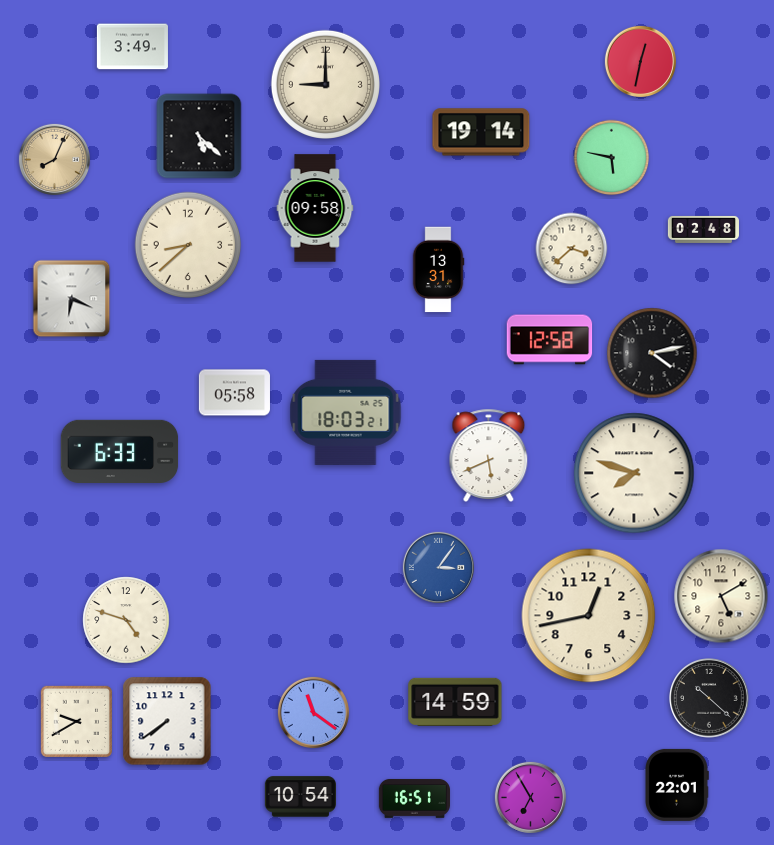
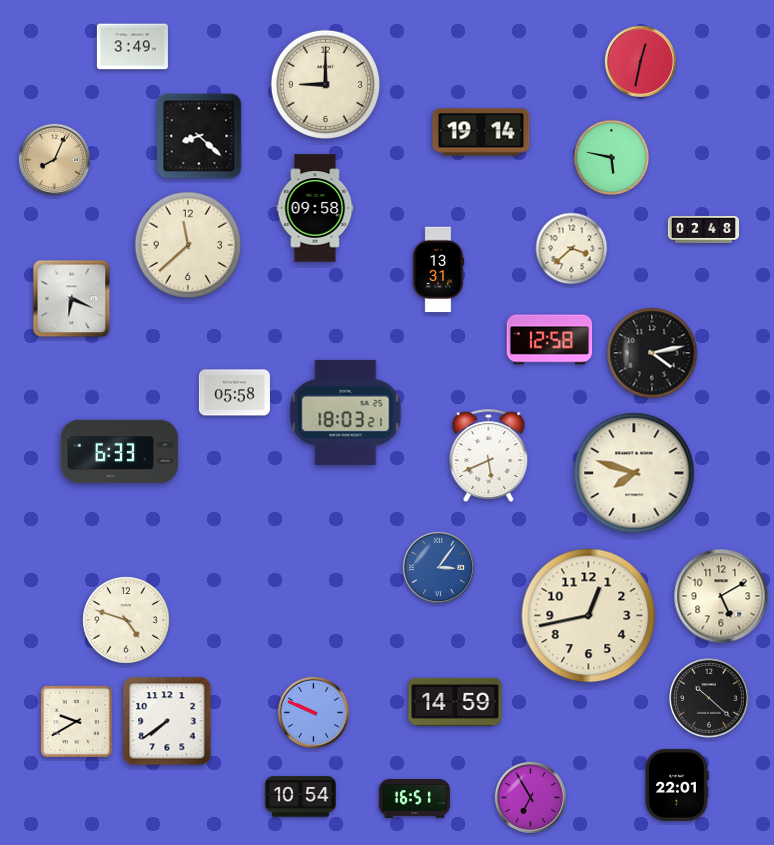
clock at (199, 136): 5:22 -> 8:22
clock at (188, 245): 8:38 -> 11:38
clock at (313, 712): 11:21 -> 9:49
